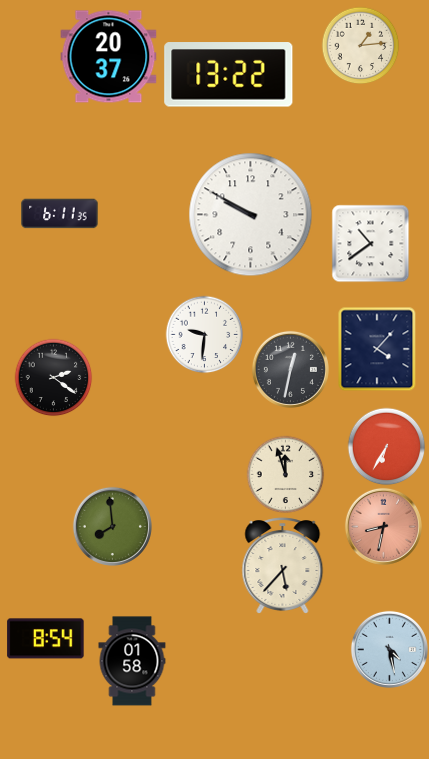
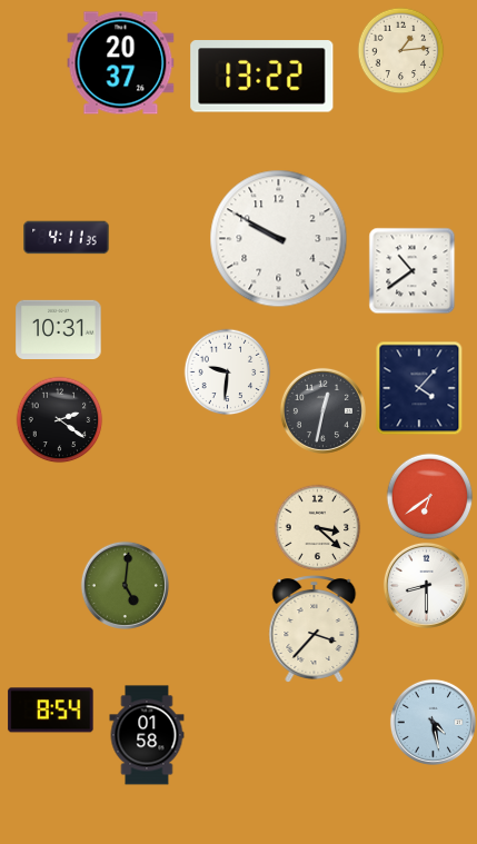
clock at (229, 75) position: (229, 75) -> (262, 77)
clock at (60, 214): 6:11 -> 4:11
clock at (59, 329): none -> 10:31
clock at (386, 446): 6:35 -> 6:39
clock at (285, 474): 11:57 -> 3:22
clock at (112, 526): 7:59 -> 5:01
clock at (383, 526): 8:32 -> 8:30
clock at (383, 526) dial: salmon -> white
clock at (283, 566): 5:37 -> 3:37
